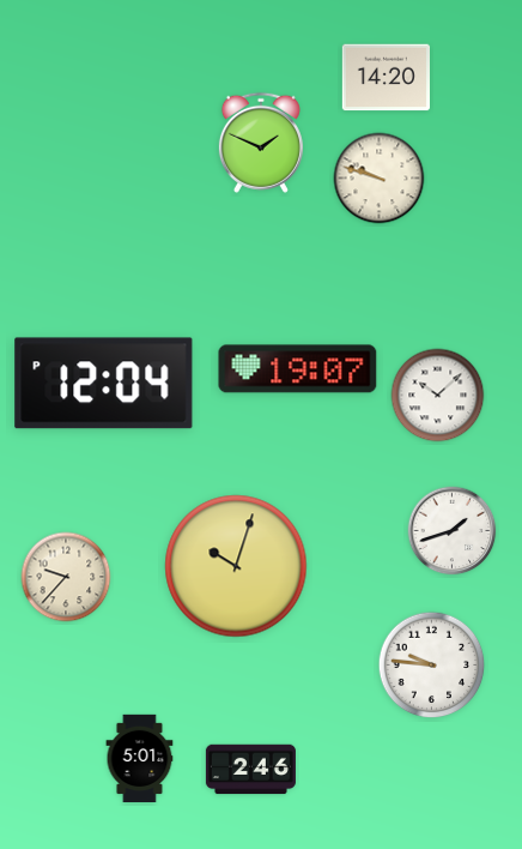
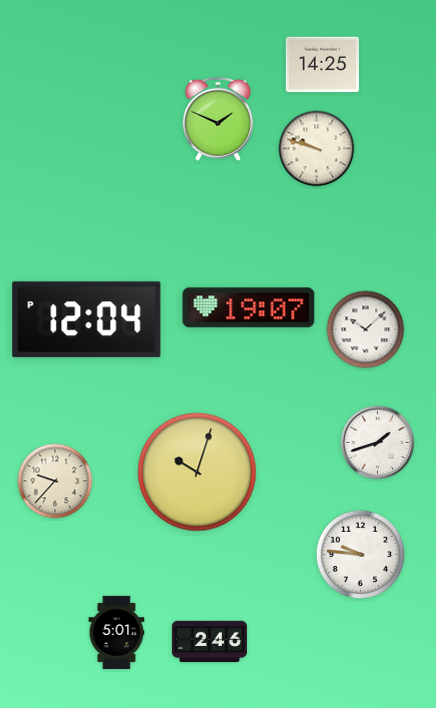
clock at (386, 78): 14:20 -> 14:25
